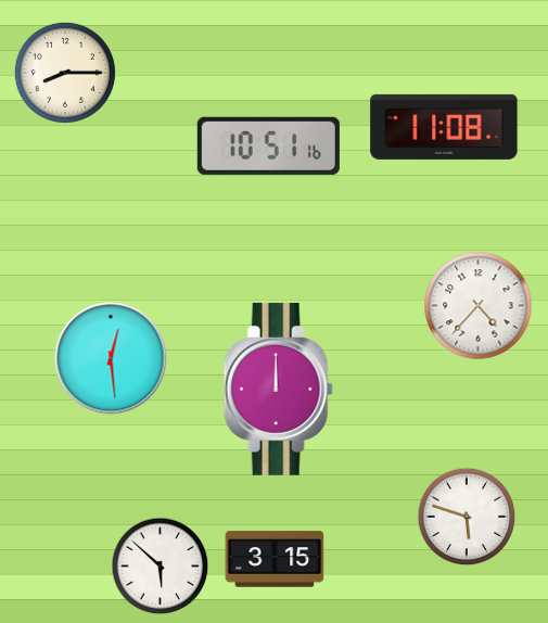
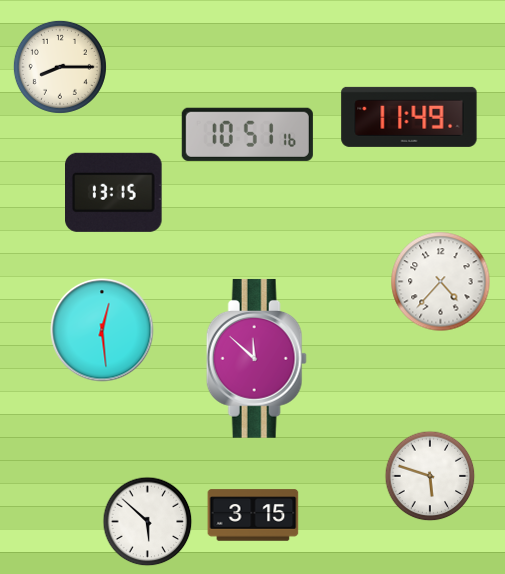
clock at (444, 127): 11:08 -> 11:49
clock at (114, 192): none -> 13:15
clock at (278, 389): 12:00 -> 11:52
